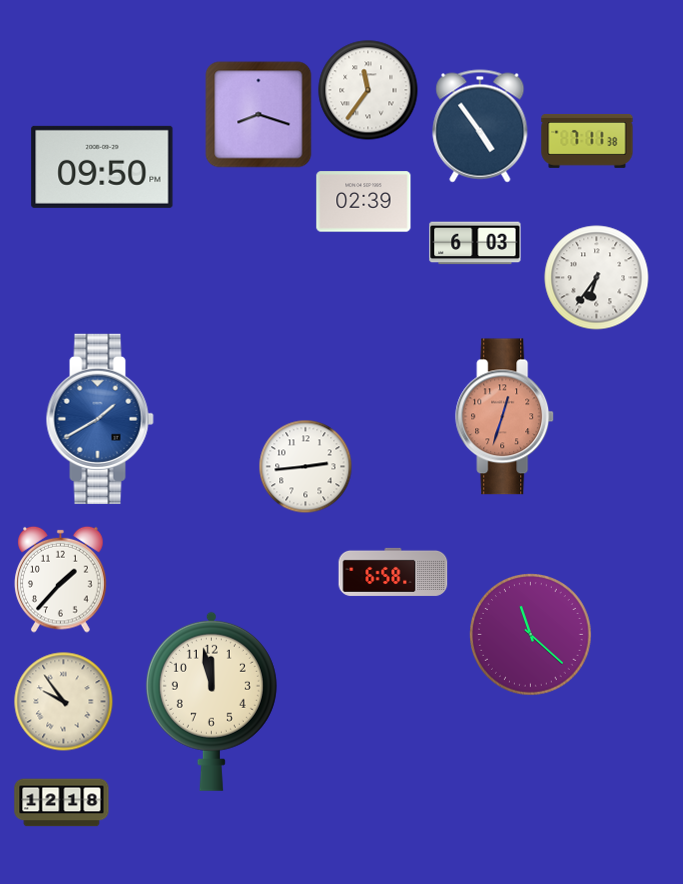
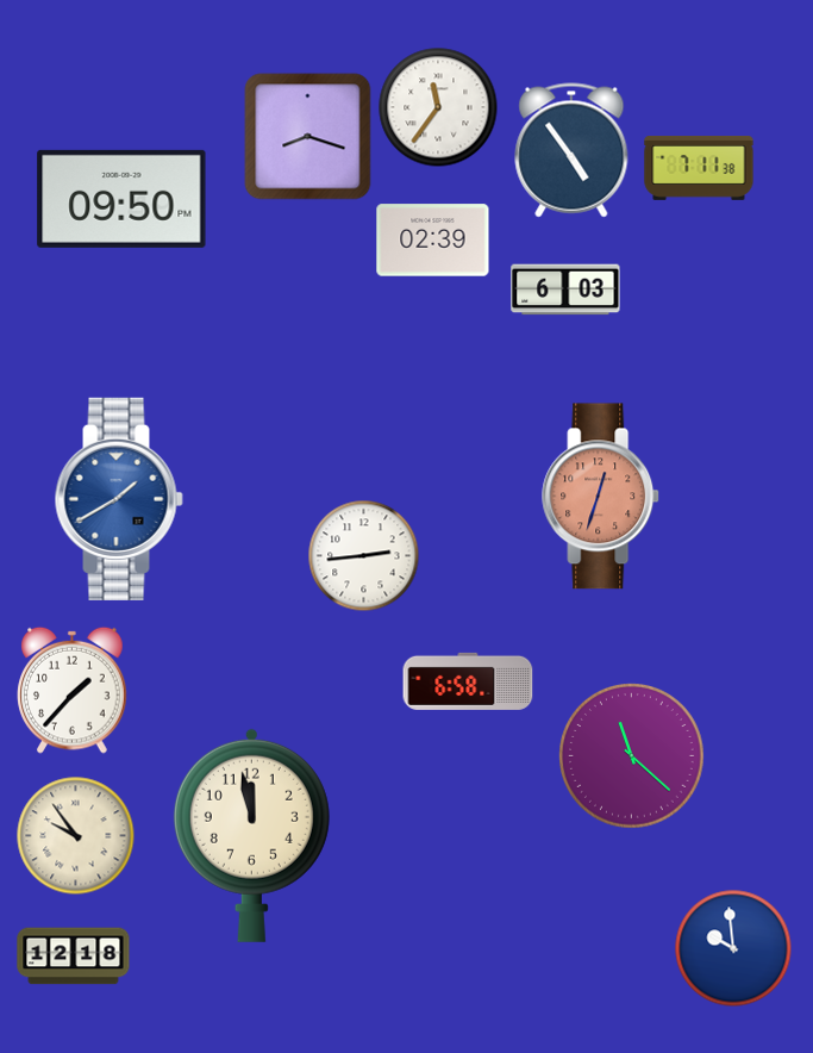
clock at (597, 278): 6:36 -> none
clock at (733, 948): none -> 9:59
